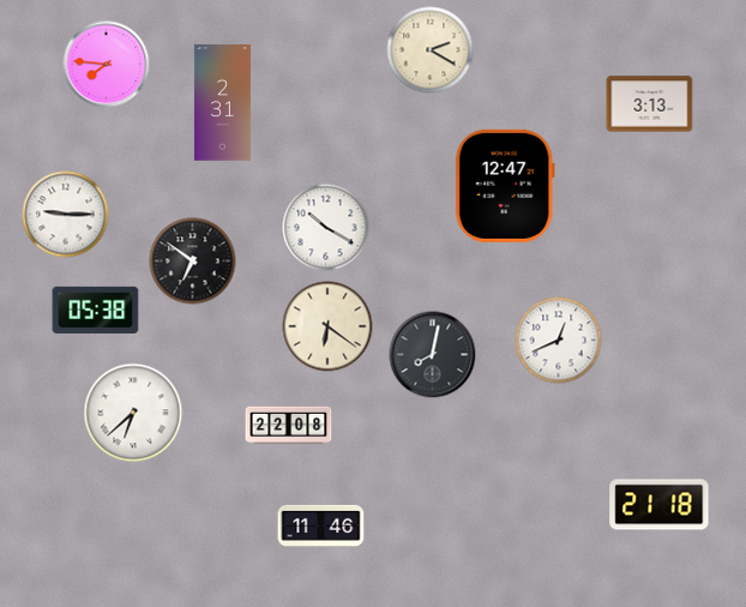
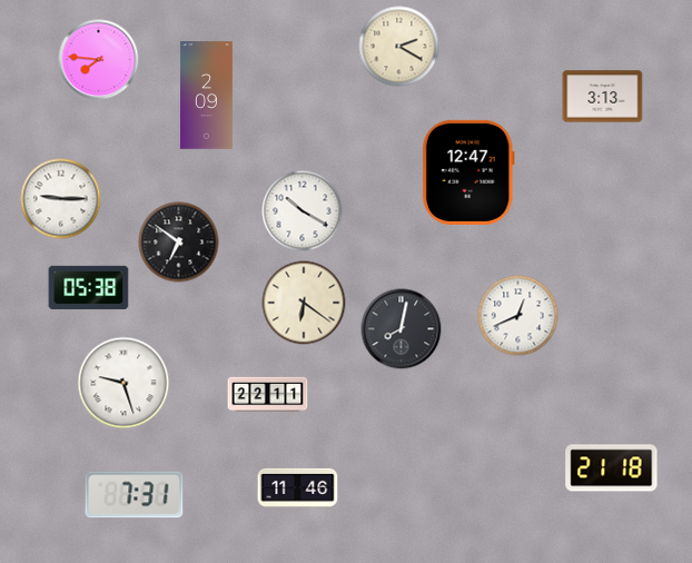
clock at (222, 103): 2:31 -> 2:09
clock at (133, 413): 6:38 -> 9:27
clock at (289, 426): 22:08 -> 22:11
clock at (135, 495): none -> 7:31
